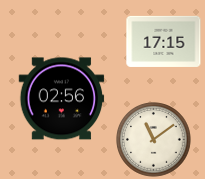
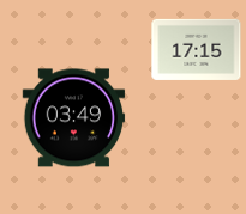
clock at (62, 99): 02:56 -> 03:49
clock at (154, 140): 11:09 -> none
